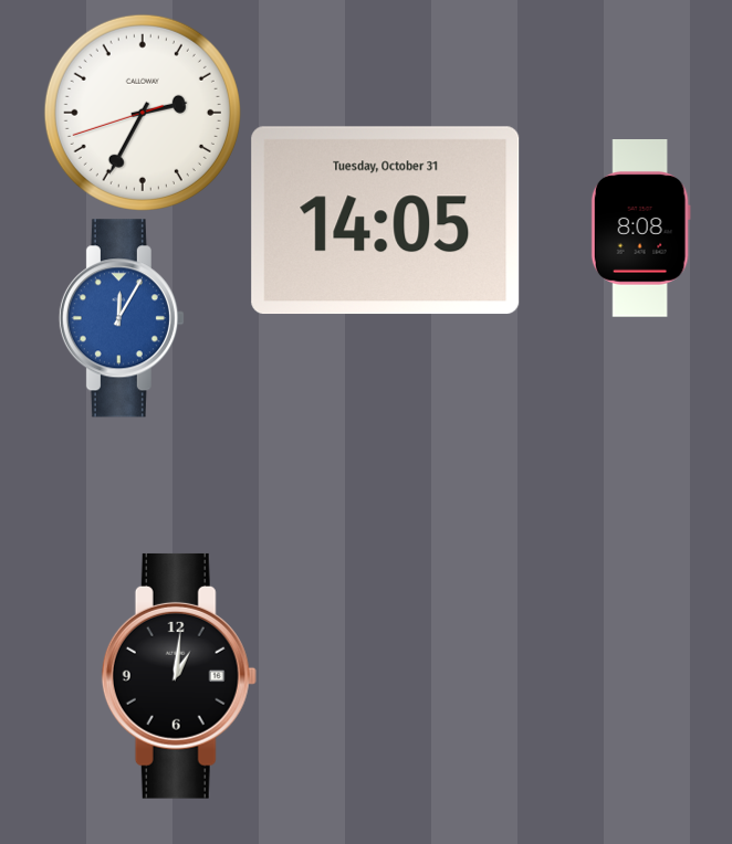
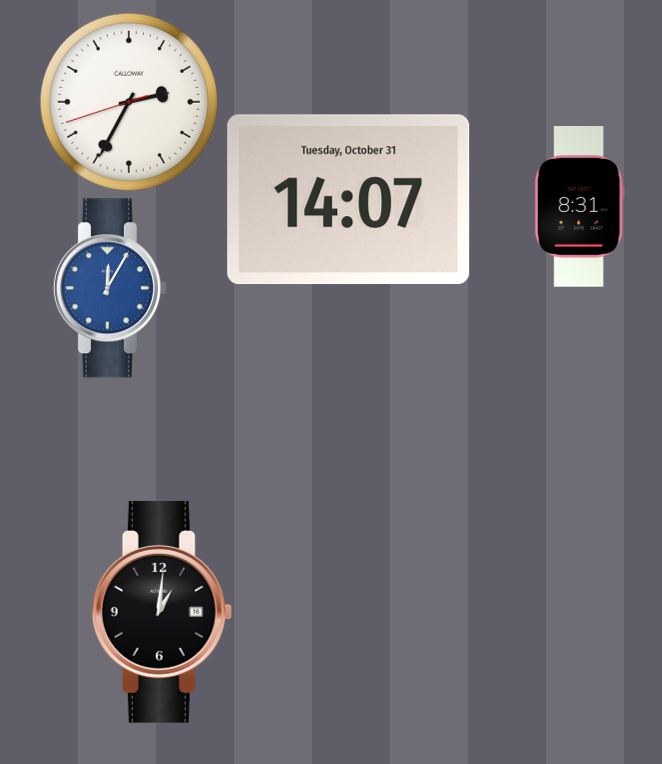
clock at (386, 221): 14:05 -> 14:07
clock at (640, 229): 8:08 -> 8:31
